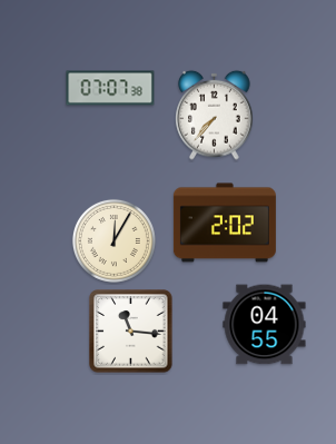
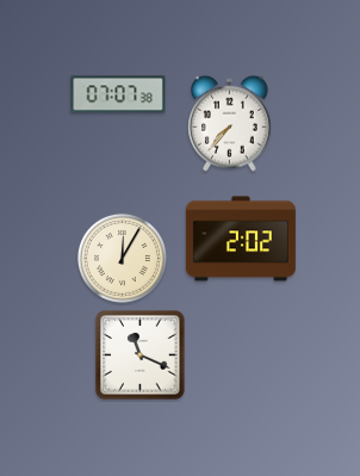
clock at (265, 325): 04:55 -> none
clock at (131, 332): 11:16 -> 11:19
